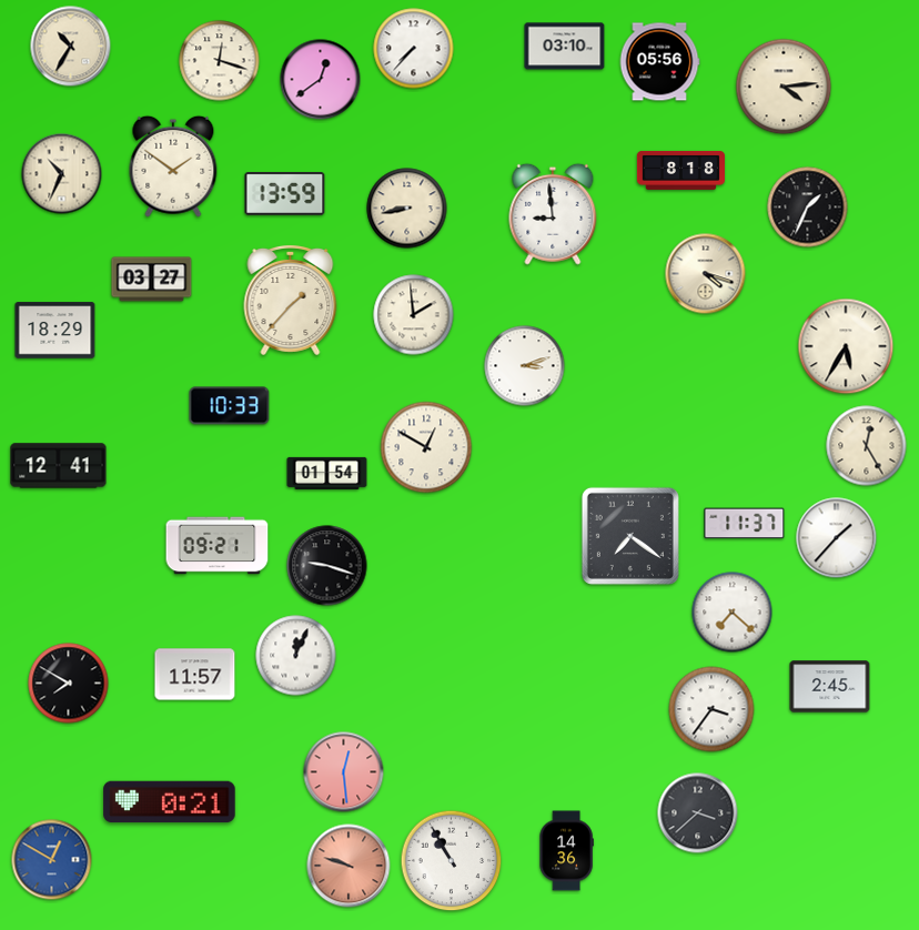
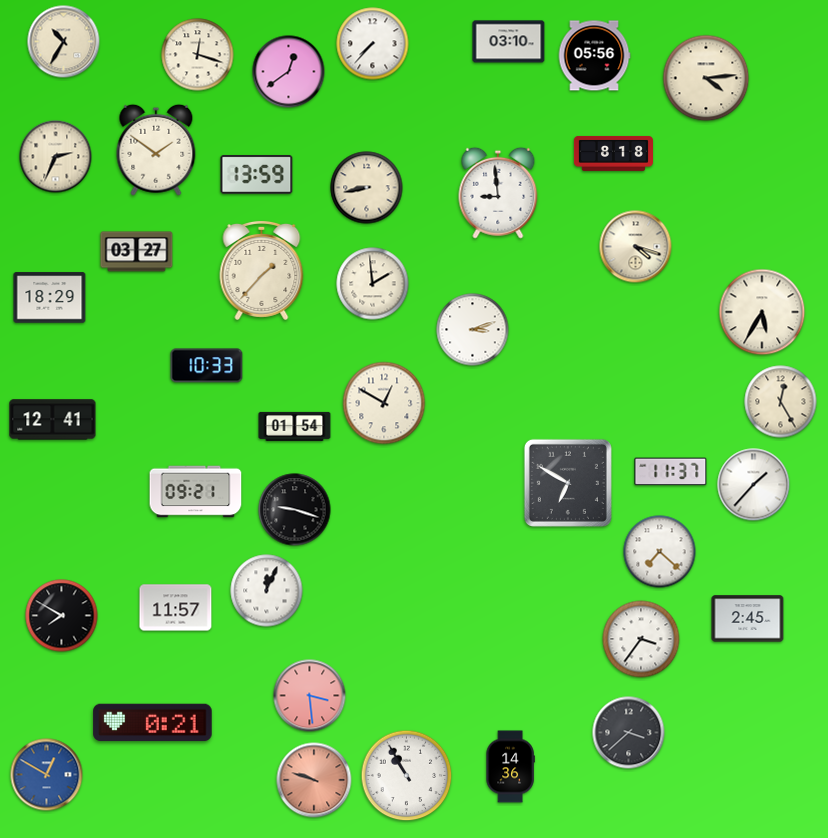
clock at (62, 174): 10:34 -> 2:34
clock at (808, 208): 1:34 -> none
clock at (630, 536): 7:21 -> 6:50
clock at (344, 772): 12:29 -> 3:29
